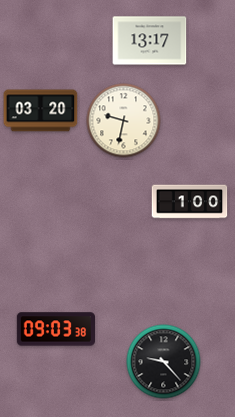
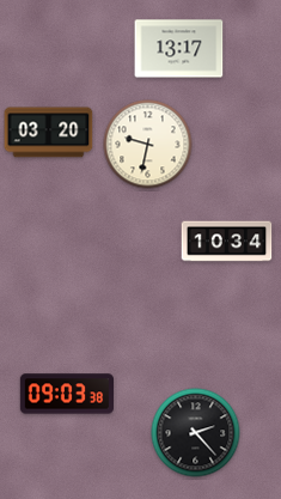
clock at (190, 202): 1:00 -> 10:34
clock at (164, 362): 9:23 -> 2:23
